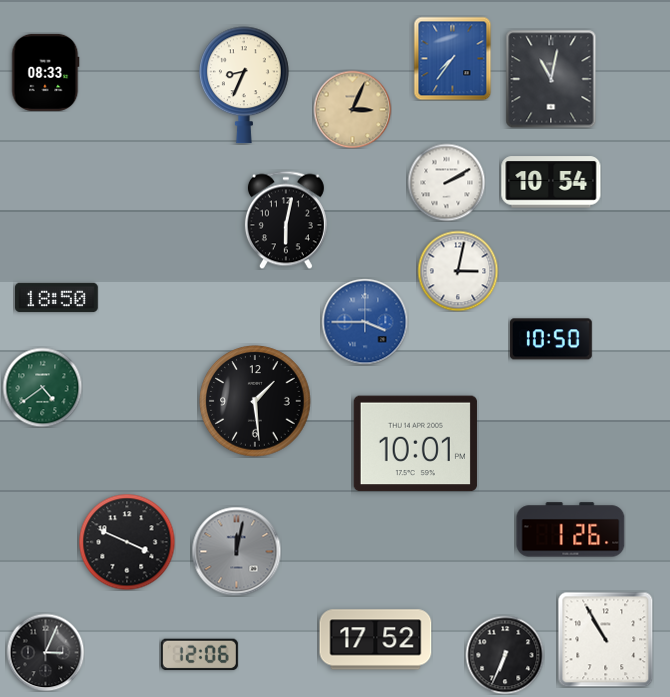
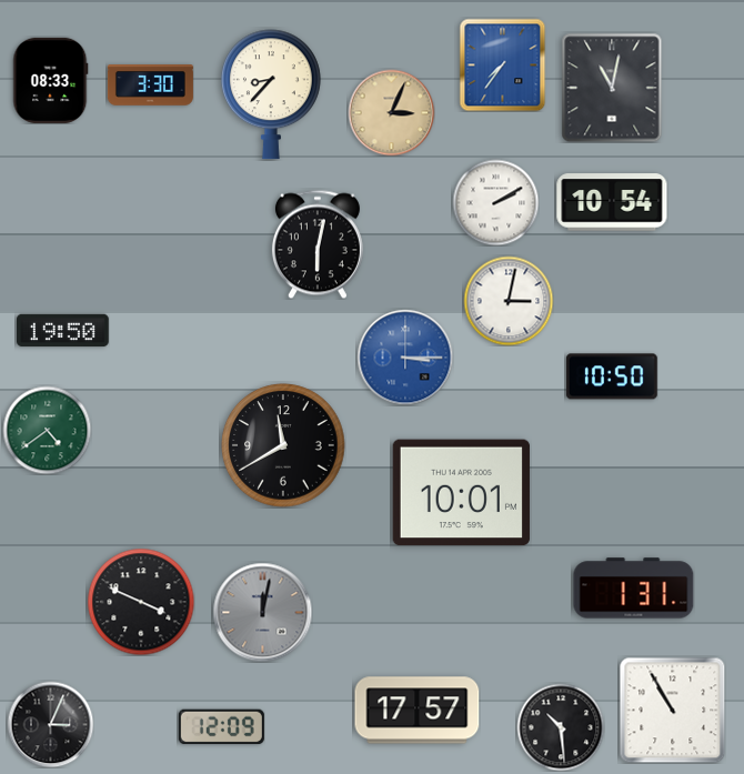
clock at (150, 86): none -> 3:30
clock at (244, 85): 8:34 -> 8:37
clock at (352, 109) position: (352, 109) -> (391, 112)
clock at (57, 298): 18:50 -> 19:50
clock at (365, 322): 3:45 -> 3:15
clock at (255, 401): 1:29 -> 11:40
clock at (571, 530): 1:26 -> 1:31
clock at (376, 640): 17:52 -> 17:57
clock at (199, 655): 12:06 -> 12:09
clock at (505, 655): 6:34 -> 10:29
